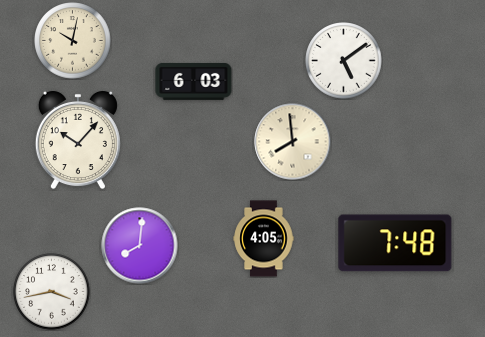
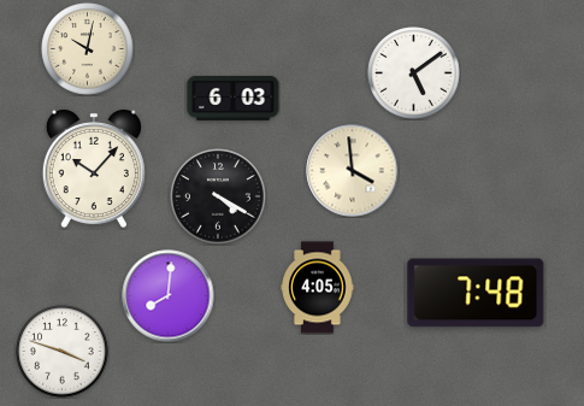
clock at (293, 142): 7:59 -> 3:59
clock at (218, 196): none -> 4:20
clock at (52, 292): 3:43 -> 3:48
